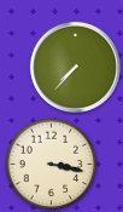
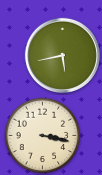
clock at (75, 67): 7:37 -> 5:43
